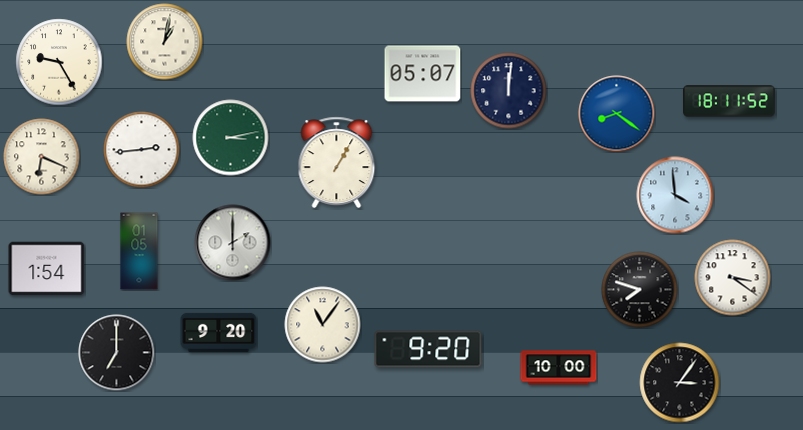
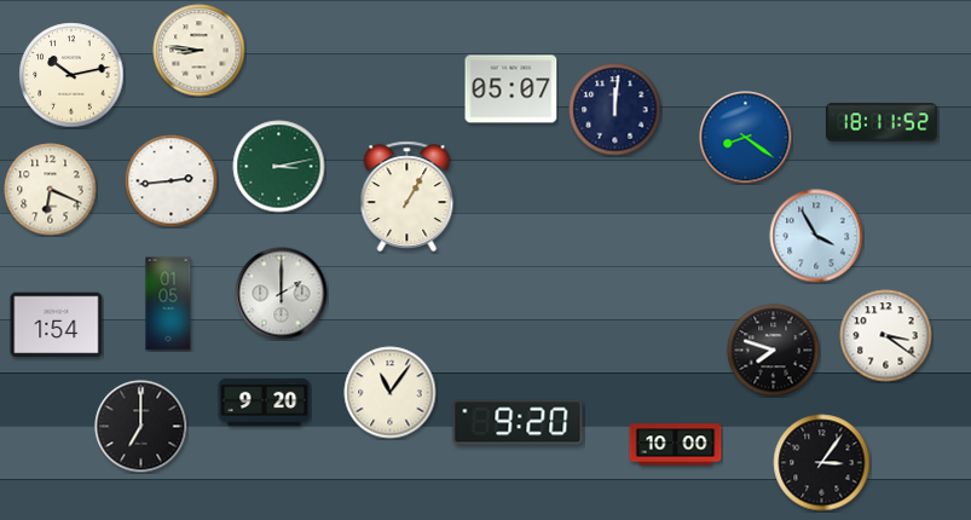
clock at (165, 42): 1:02 -> 8:46
clock at (59, 62): 9:25 -> 10:13
clock at (675, 195): 3:59 -> 3:55
